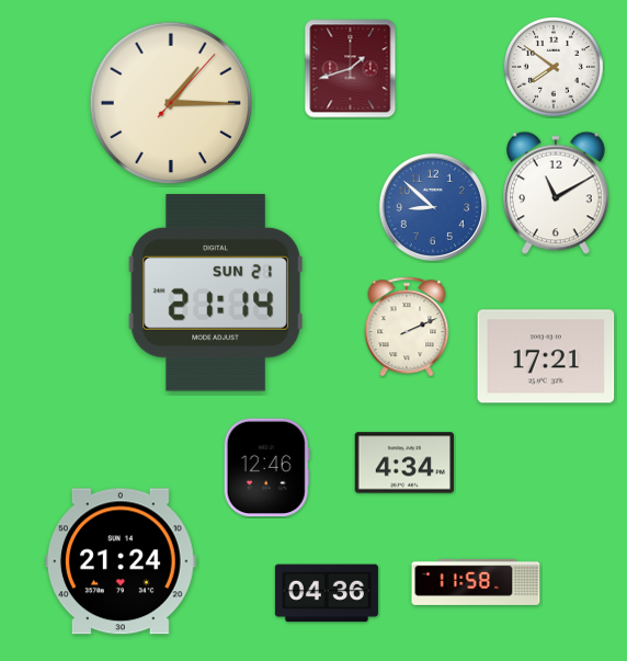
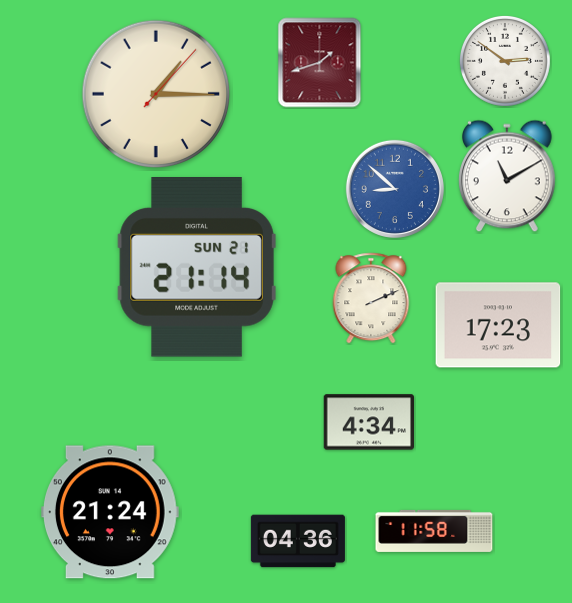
clock at (554, 67): 7:51 -> 2:51
clock at (546, 356): 17:21 -> 17:23
clock at (266, 468): 12:46 -> none
